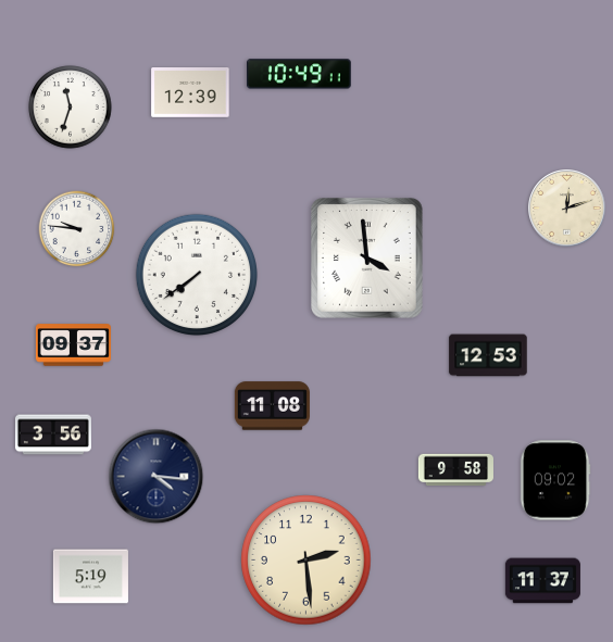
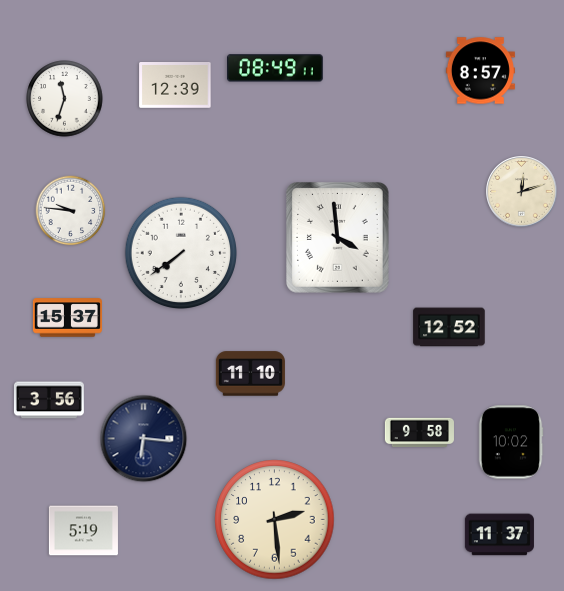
clock at (300, 74): 10:49 -> 08:49
clock at (480, 71): none -> 8:57
clock at (73, 345): 09:37 -> 15:37
clock at (488, 355): 12:53 -> 12:52
clock at (272, 406): 11:08 -> 11:10
clock at (157, 477): 4:16 -> 6:16
clock at (555, 480): 09:02 -> 10:02
clock at (306, 561) position: (306, 561) -> (275, 520)
